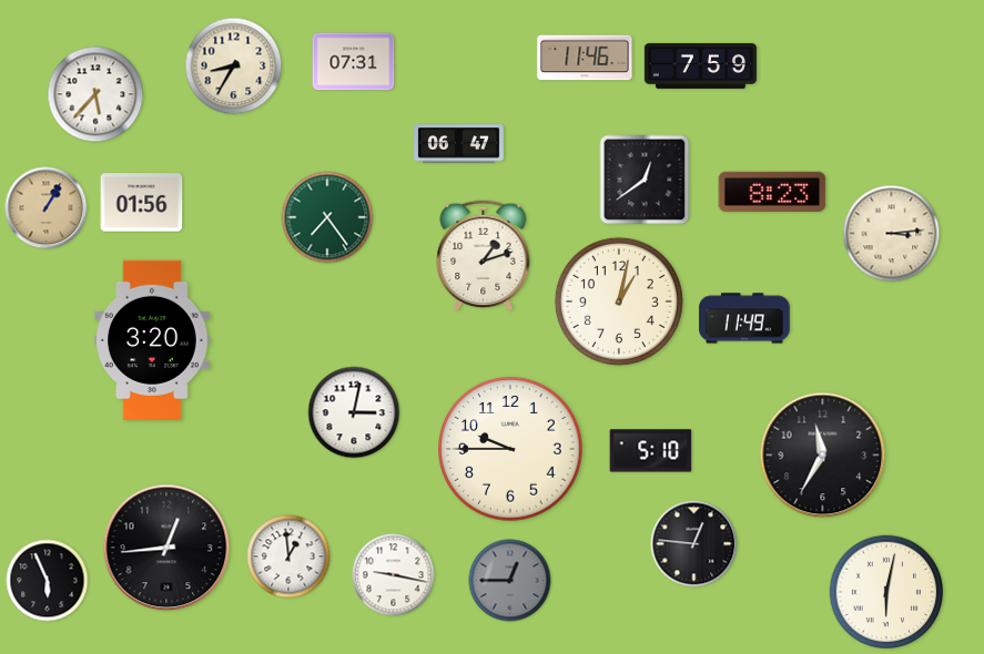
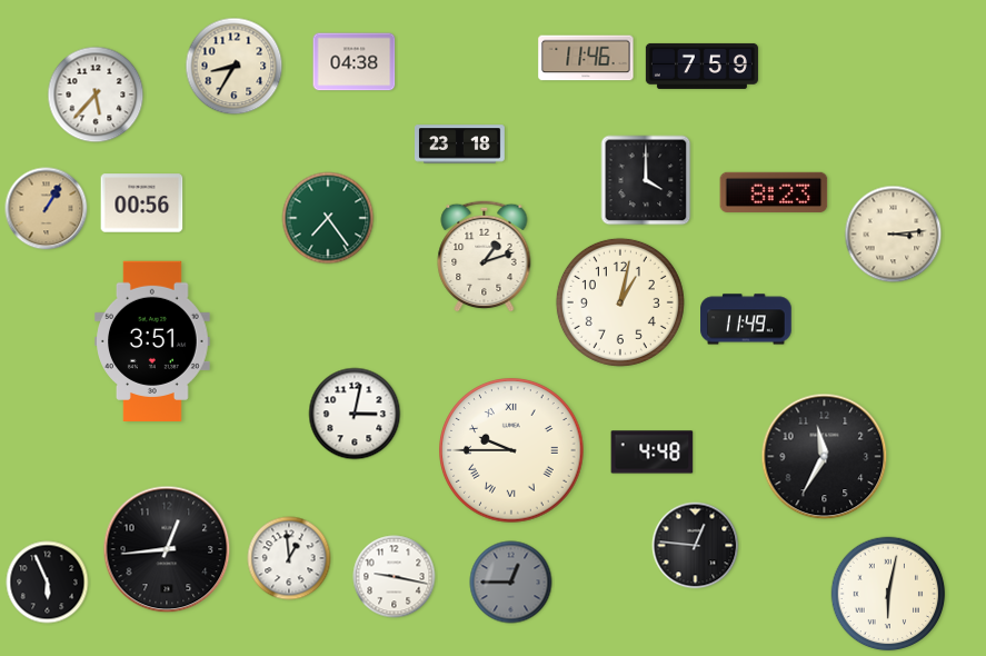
clock at (354, 62): 07:31 -> 04:38
clock at (459, 144): 06:47 -> 23:18
clock at (645, 180): 12:39 -> 4:00
clock at (142, 203): 01:56 -> 00:56
clock at (152, 339): 3:20 -> 3:51
clock at (510, 449) numerals: Arabic -> Roman
clock at (651, 451): 5:10 -> 4:48
